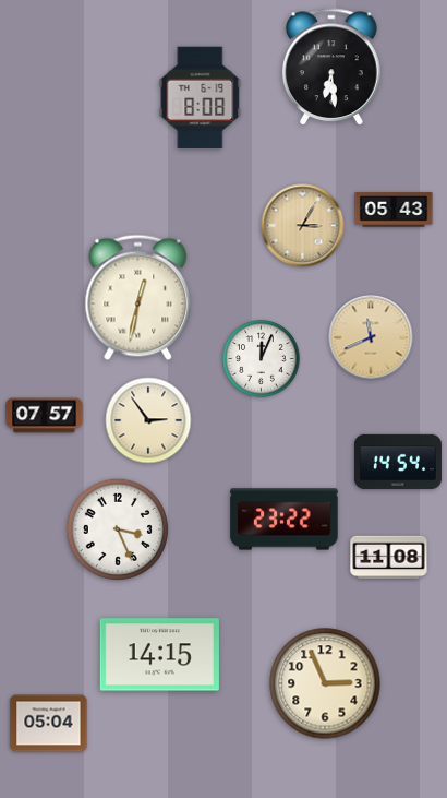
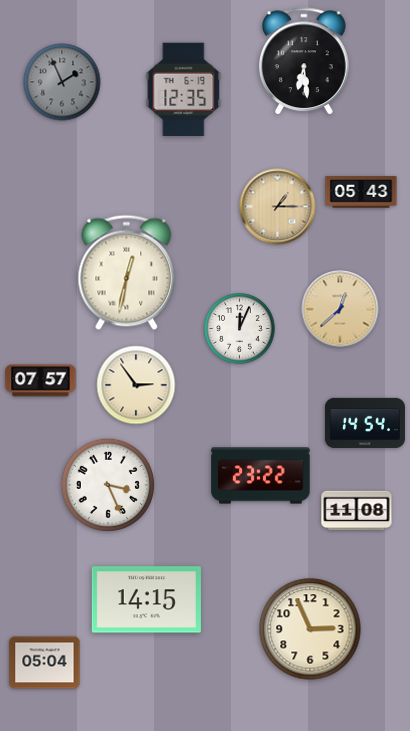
clock at (62, 82): none -> 1:56
clock at (201, 97): 8:08 -> 12:35
clock at (303, 226): 3:05 -> 1:15
clock at (371, 337): 11:41 -> 12:38
clock at (325, 683) position: (325, 683) -> (310, 629)
